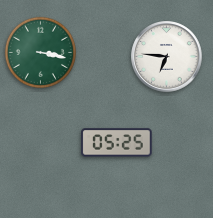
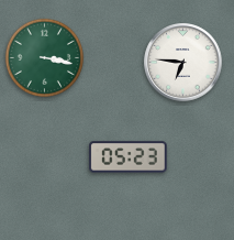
clock at (117, 143): 05:25 -> 05:23
